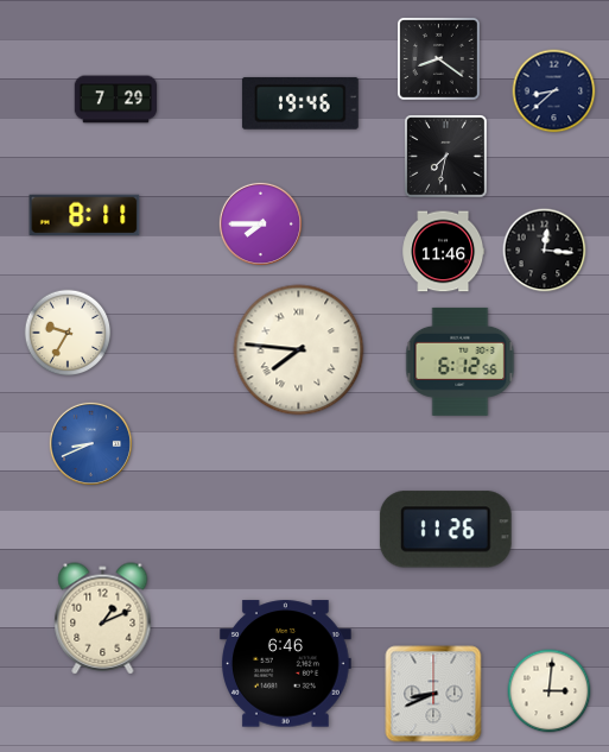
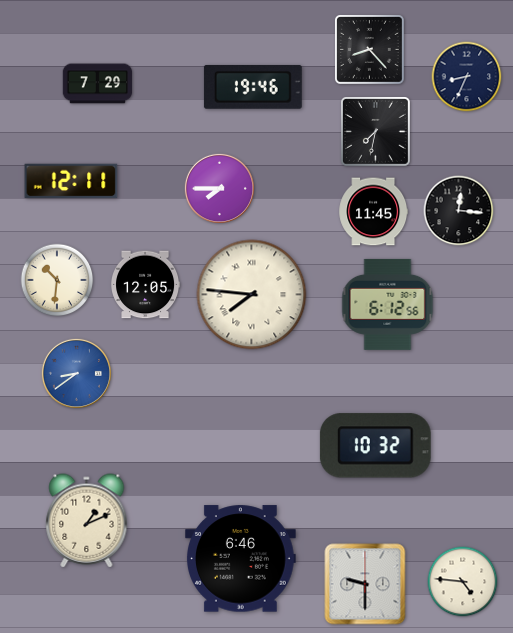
clock at (439, 59): 8:21 -> 8:23
clock at (554, 91): 8:38 -> 8:34
clock at (84, 215): 8:11 -> 12:11
clock at (444, 252): 11:46 -> 11:45
clock at (68, 333): 9:35 -> 10:31
clock at (146, 285): none -> 12:05
clock at (90, 443): 8:41 -> 8:39
clock at (445, 530): 11:26 -> 10:32
clock at (550, 691): 3:01 -> 4:46
clock at (433, 694): 8:41 -> 9:30
